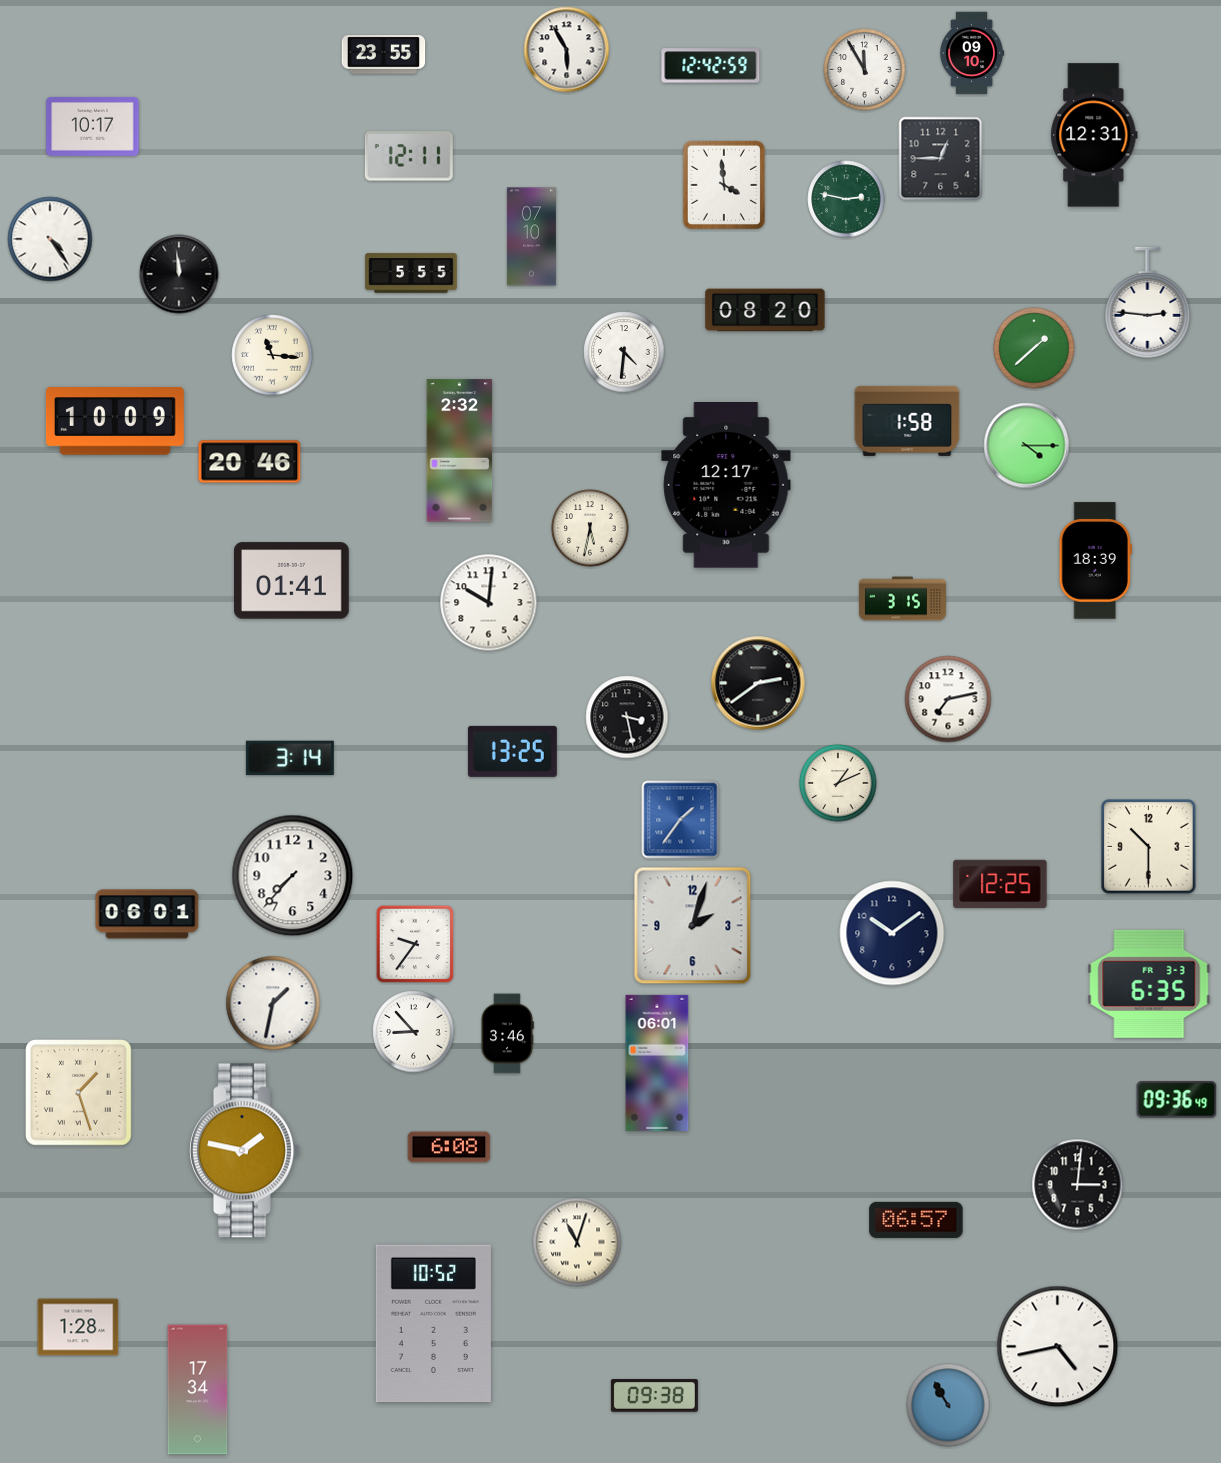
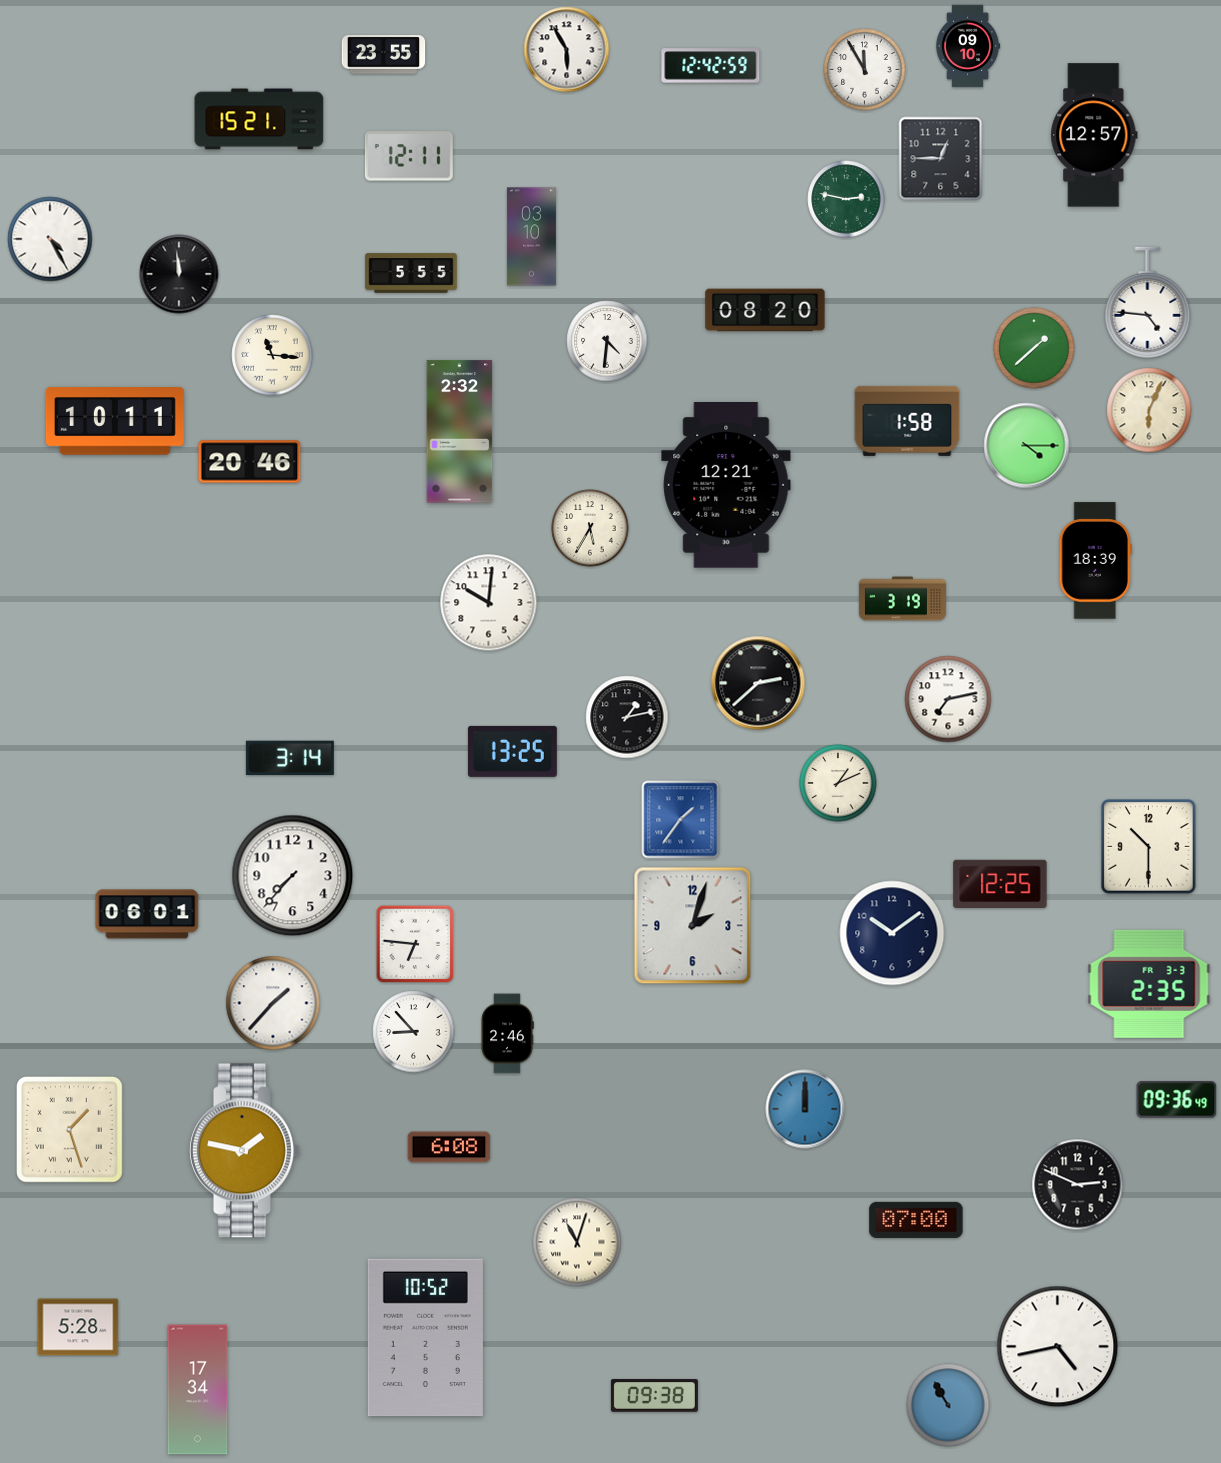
clock at (973, 53) position: (973, 53) -> (969, 46)
clock at (259, 119): none -> 15:21
clock at (93, 126): 10:17 -> none
clock at (1094, 135): 12:31 -> 12:57
clock at (724, 185): 3:59 -> none
clock at (531, 237): 07:10 -> 03:10
clock at (50, 239): 4:24 -> 4:25
clock at (1148, 303): 2:46 -> 4:46
clock at (624, 352) position: (624, 352) -> (607, 341)
clock at (1149, 410): none -> 6:04
clock at (115, 421): 10:09 -> 10:11
clock at (460, 451) position: (460, 451) -> (460, 432)
clock at (726, 486): 12:17 -> 12:21
clock at (590, 528): 5:32 -> 5:35
clock at (292, 581): 01:41 -> none
clock at (902, 599): 3:15 -> 3:19
clock at (758, 683): 2:39 -> 2:38
clock at (627, 717): 3:28 -> 1:13
clock at (415, 944): 9:36 -> 6:46
clock at (1149, 984): 6:35 -> 2:35
clock at (273, 1003): 1:32 -> 1:37
clock at (507, 1034): 3:46 -> 2:46
clock at (657, 1063): 06:01 -> none
clock at (79, 1093) position: (79, 1093) -> (70, 1130)
clock at (805, 1109): none -> 12:00
clock at (1078, 1185): 3:01 -> 2:49
clock at (916, 1220): 06:57 -> 07:00
clock at (433, 1324) position: (433, 1324) -> (425, 1338)
clock at (78, 1327): 1:28 -> 5:28
